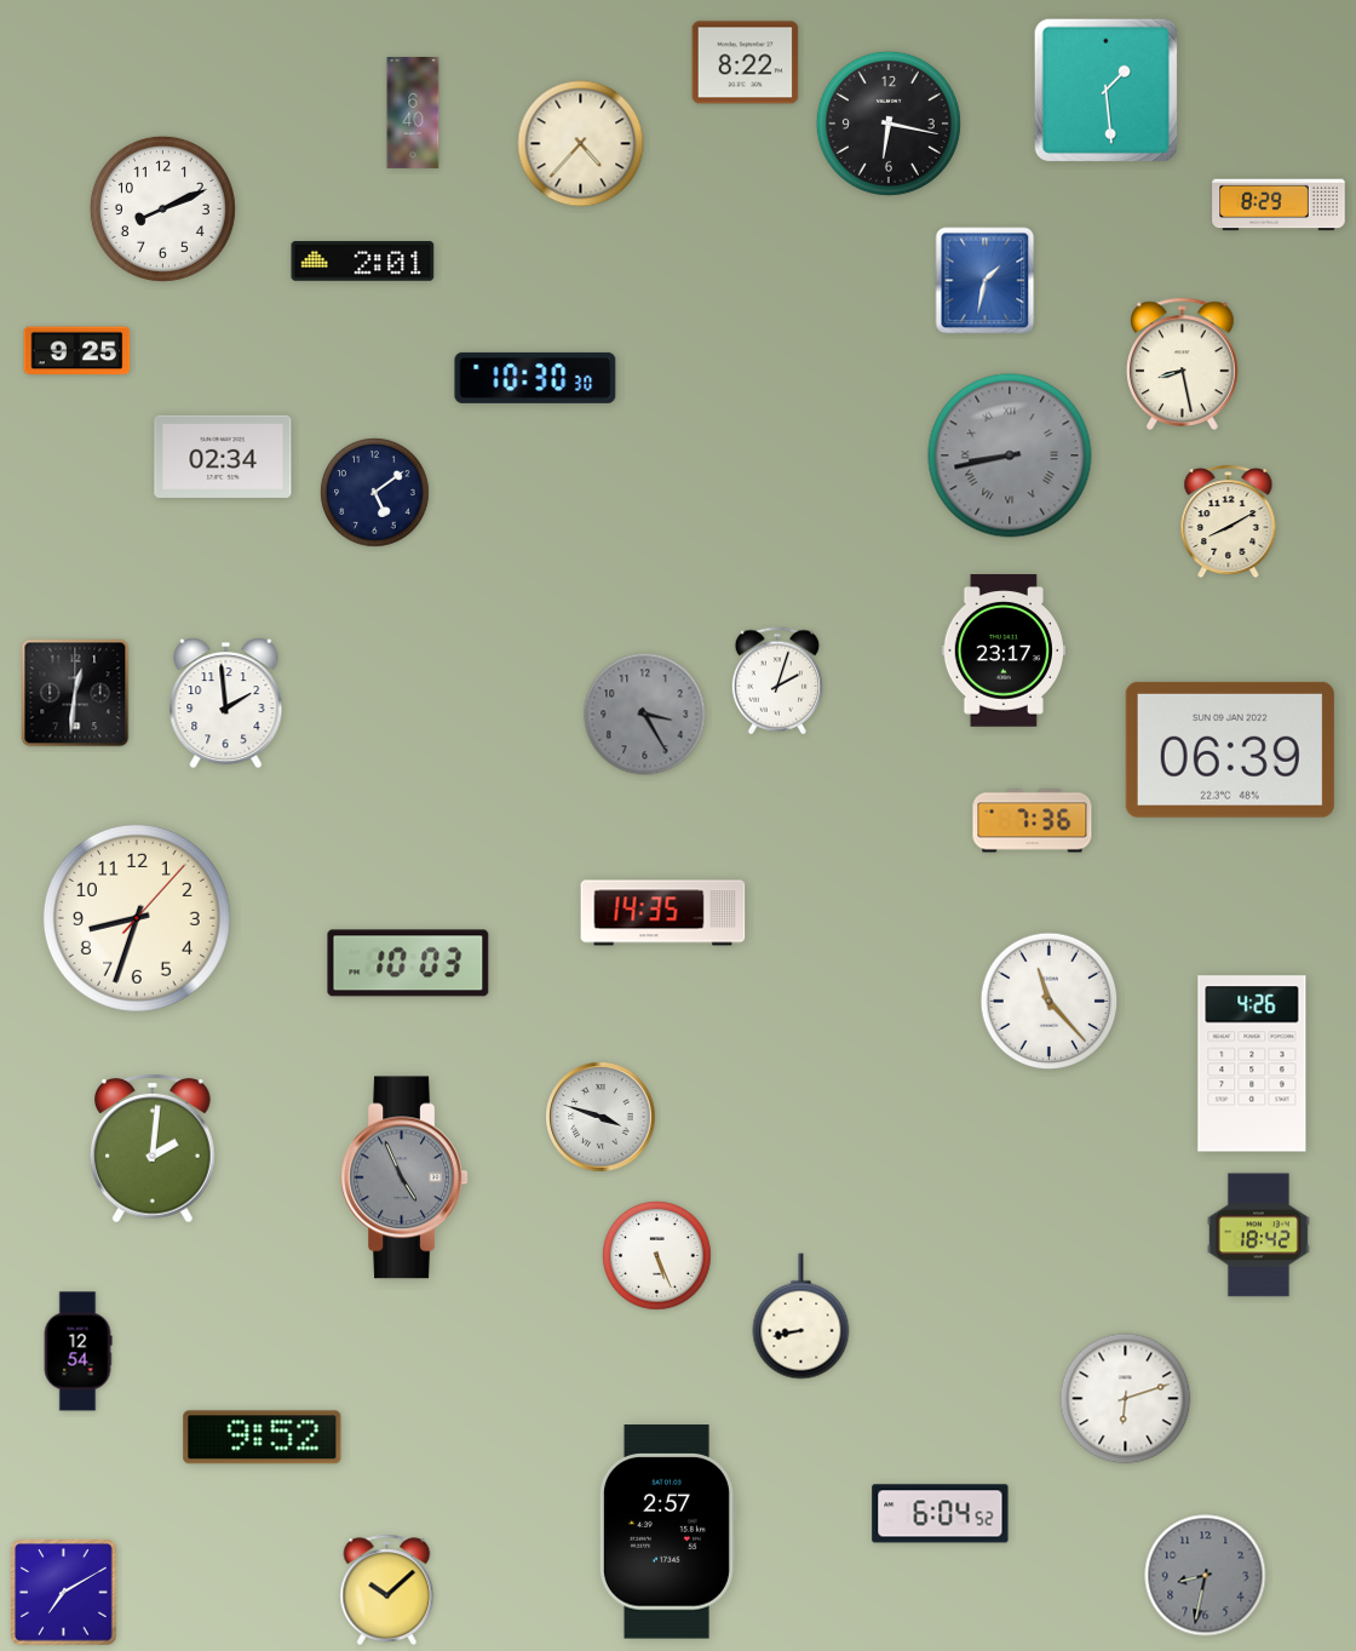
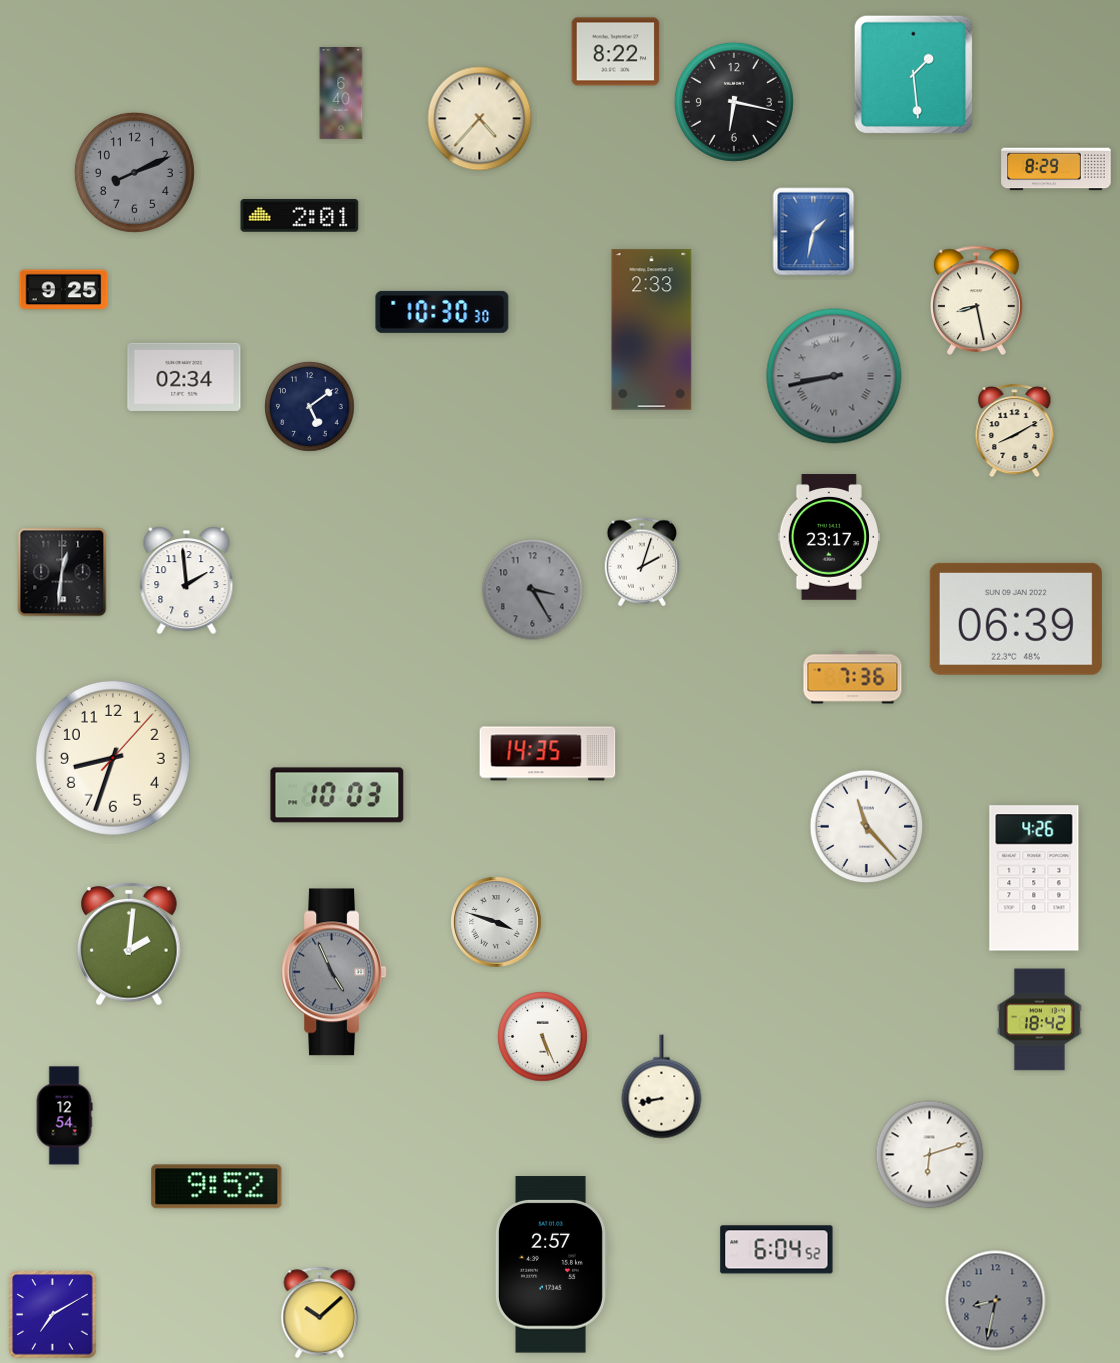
clock at (162, 208) dial: white -> grey
clock at (652, 330): none -> 2:33
clock at (154, 1148) position: (154, 1148) -> (130, 944)
